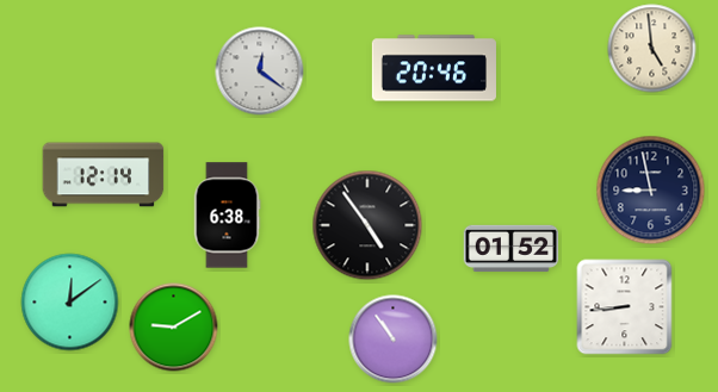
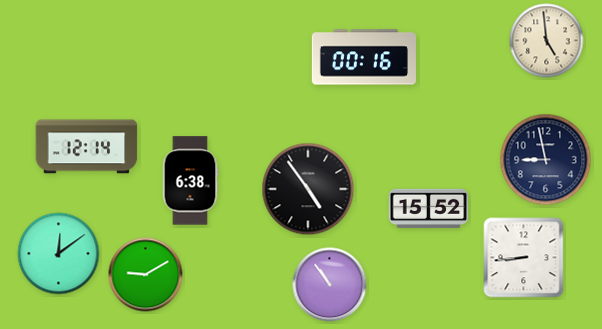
clock at (434, 68): 20:46 -> 00:16
clock at (260, 71): 12:21 -> none
clock at (512, 249): 01:52 -> 15:52
